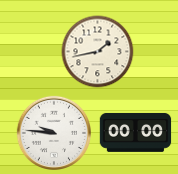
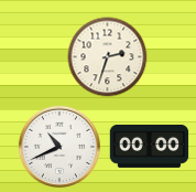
clock at (98, 52): 1:43 -> 2:33
clock at (53, 132): 9:46 -> 10:41
